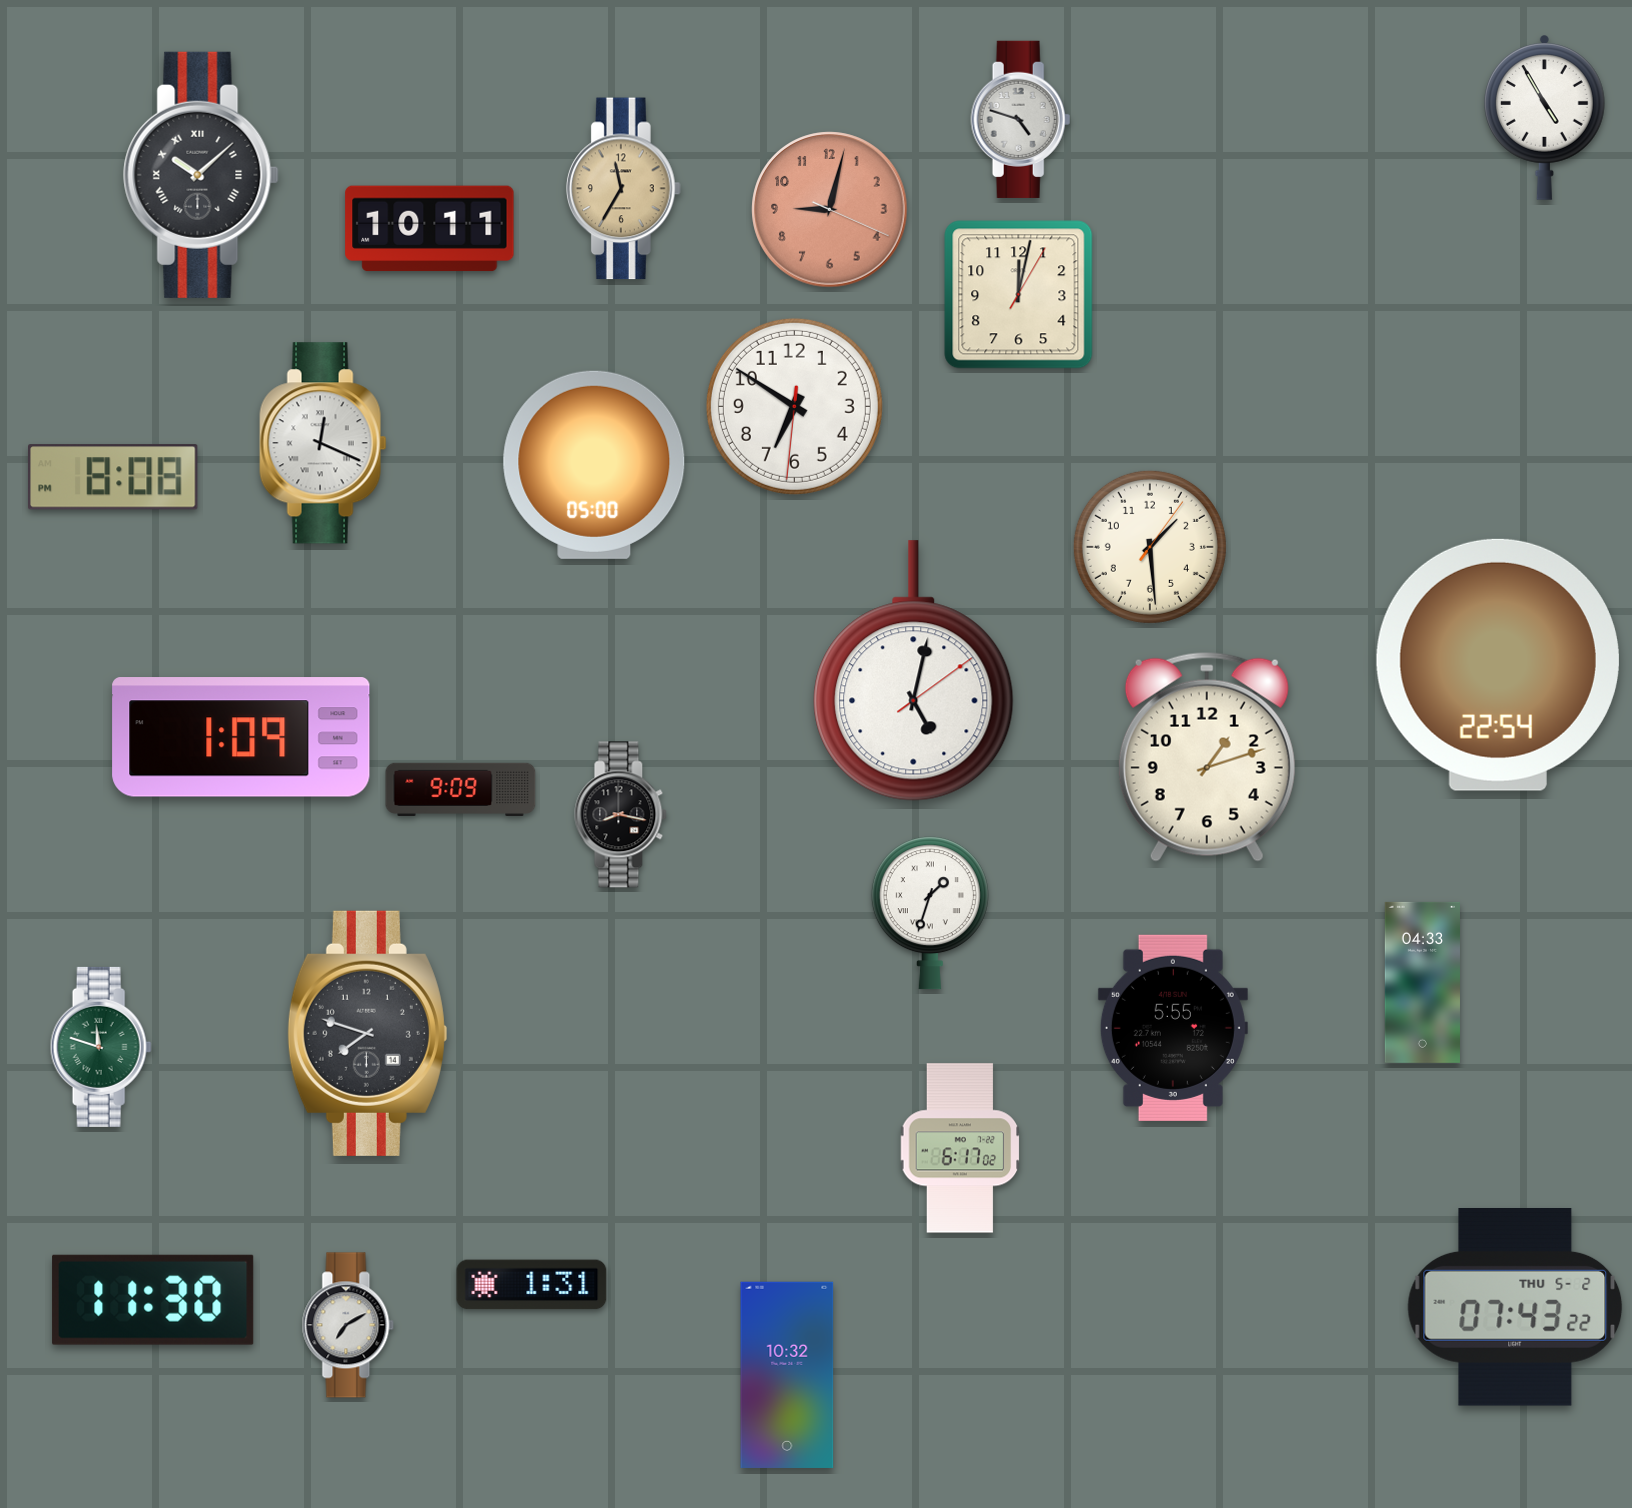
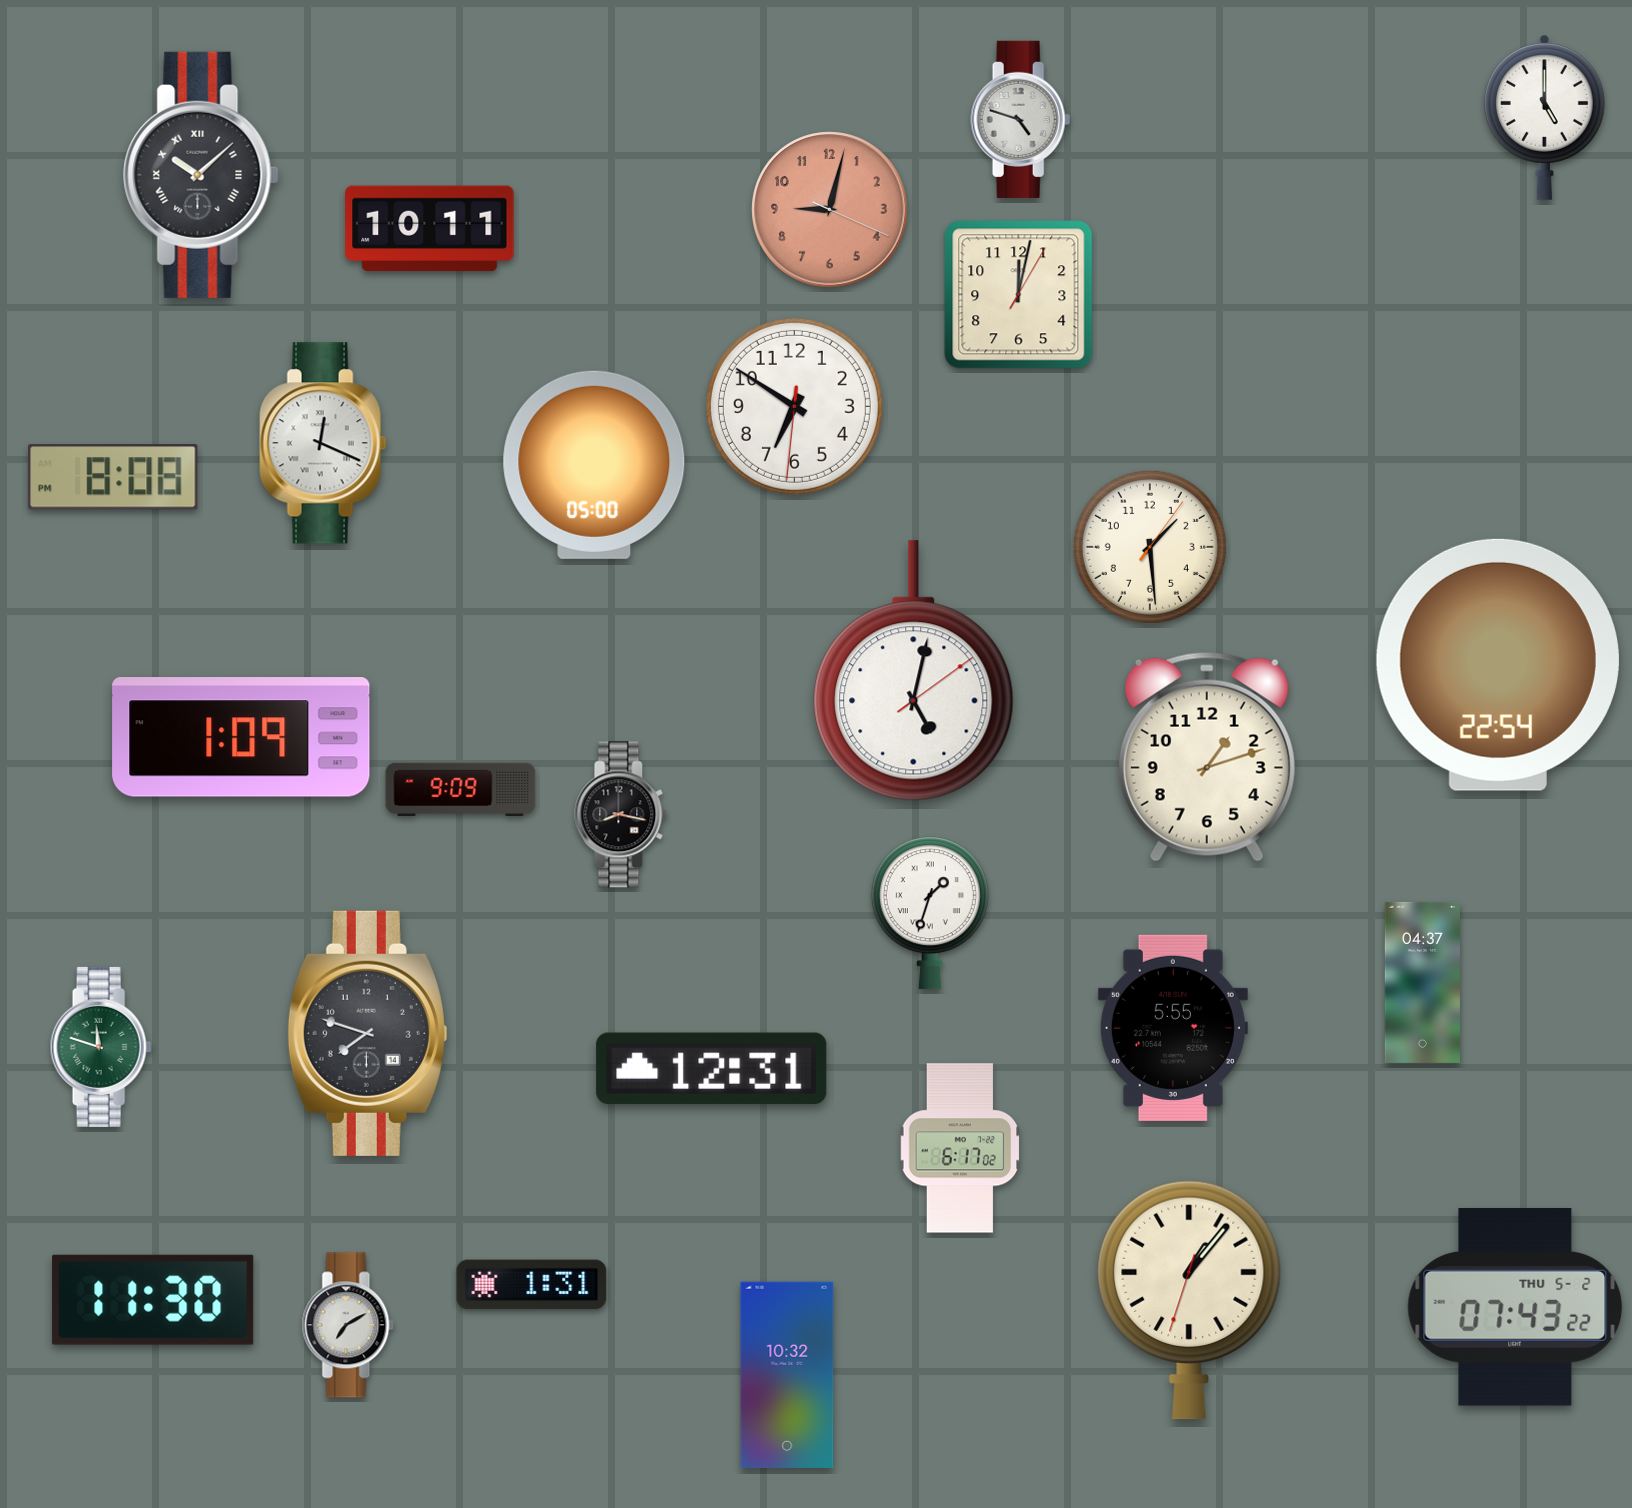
clock at (1544, 117): 4:55 -> 5:00
clock at (623, 189): 11:35 -> none
clock at (1422, 982): 04:33 -> 04:37
clock at (712, 1068): none -> 12:31
clock at (1189, 1300): none -> 1:06
